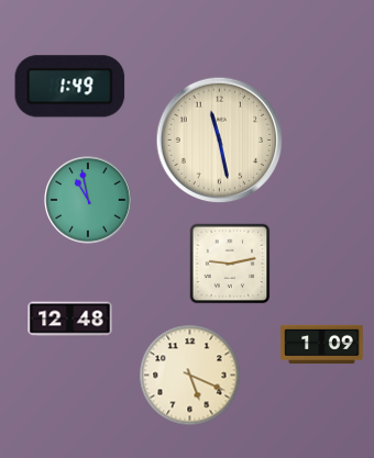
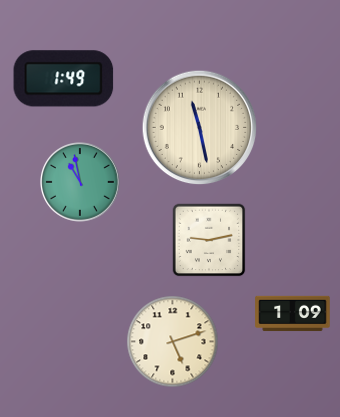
clock at (70, 320): 12:48 -> none
clock at (190, 376): 5:19 -> 5:12
